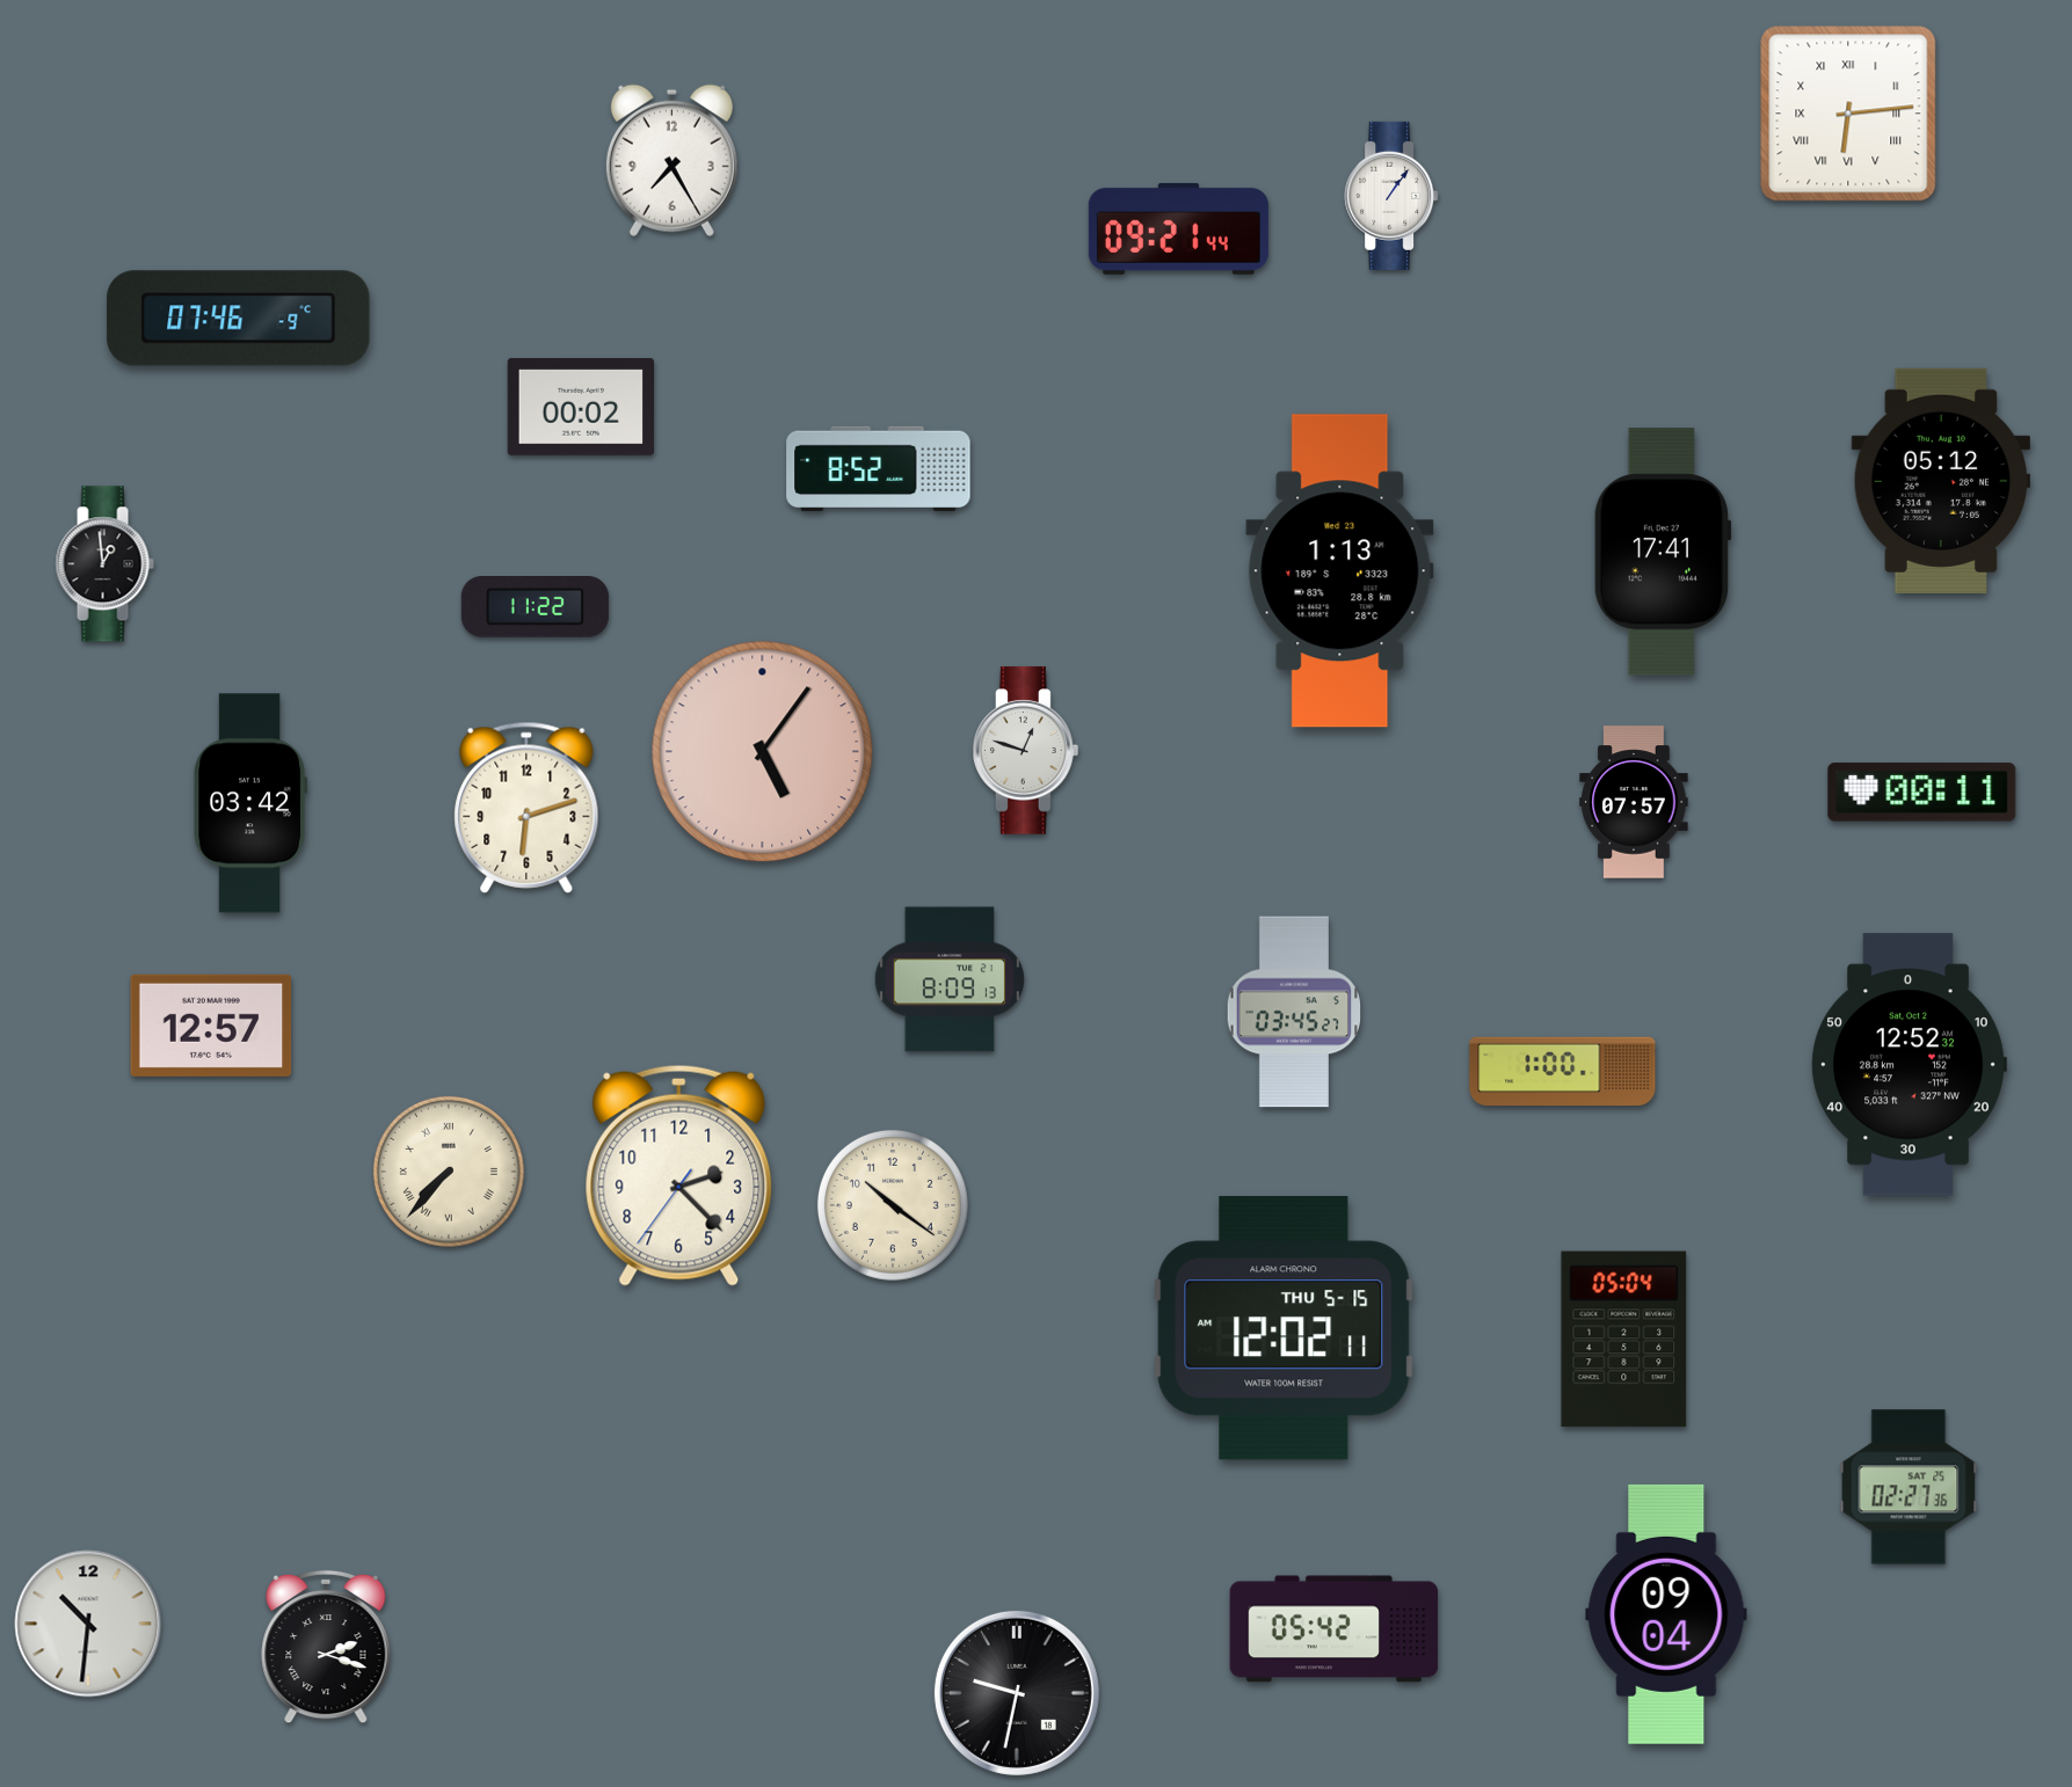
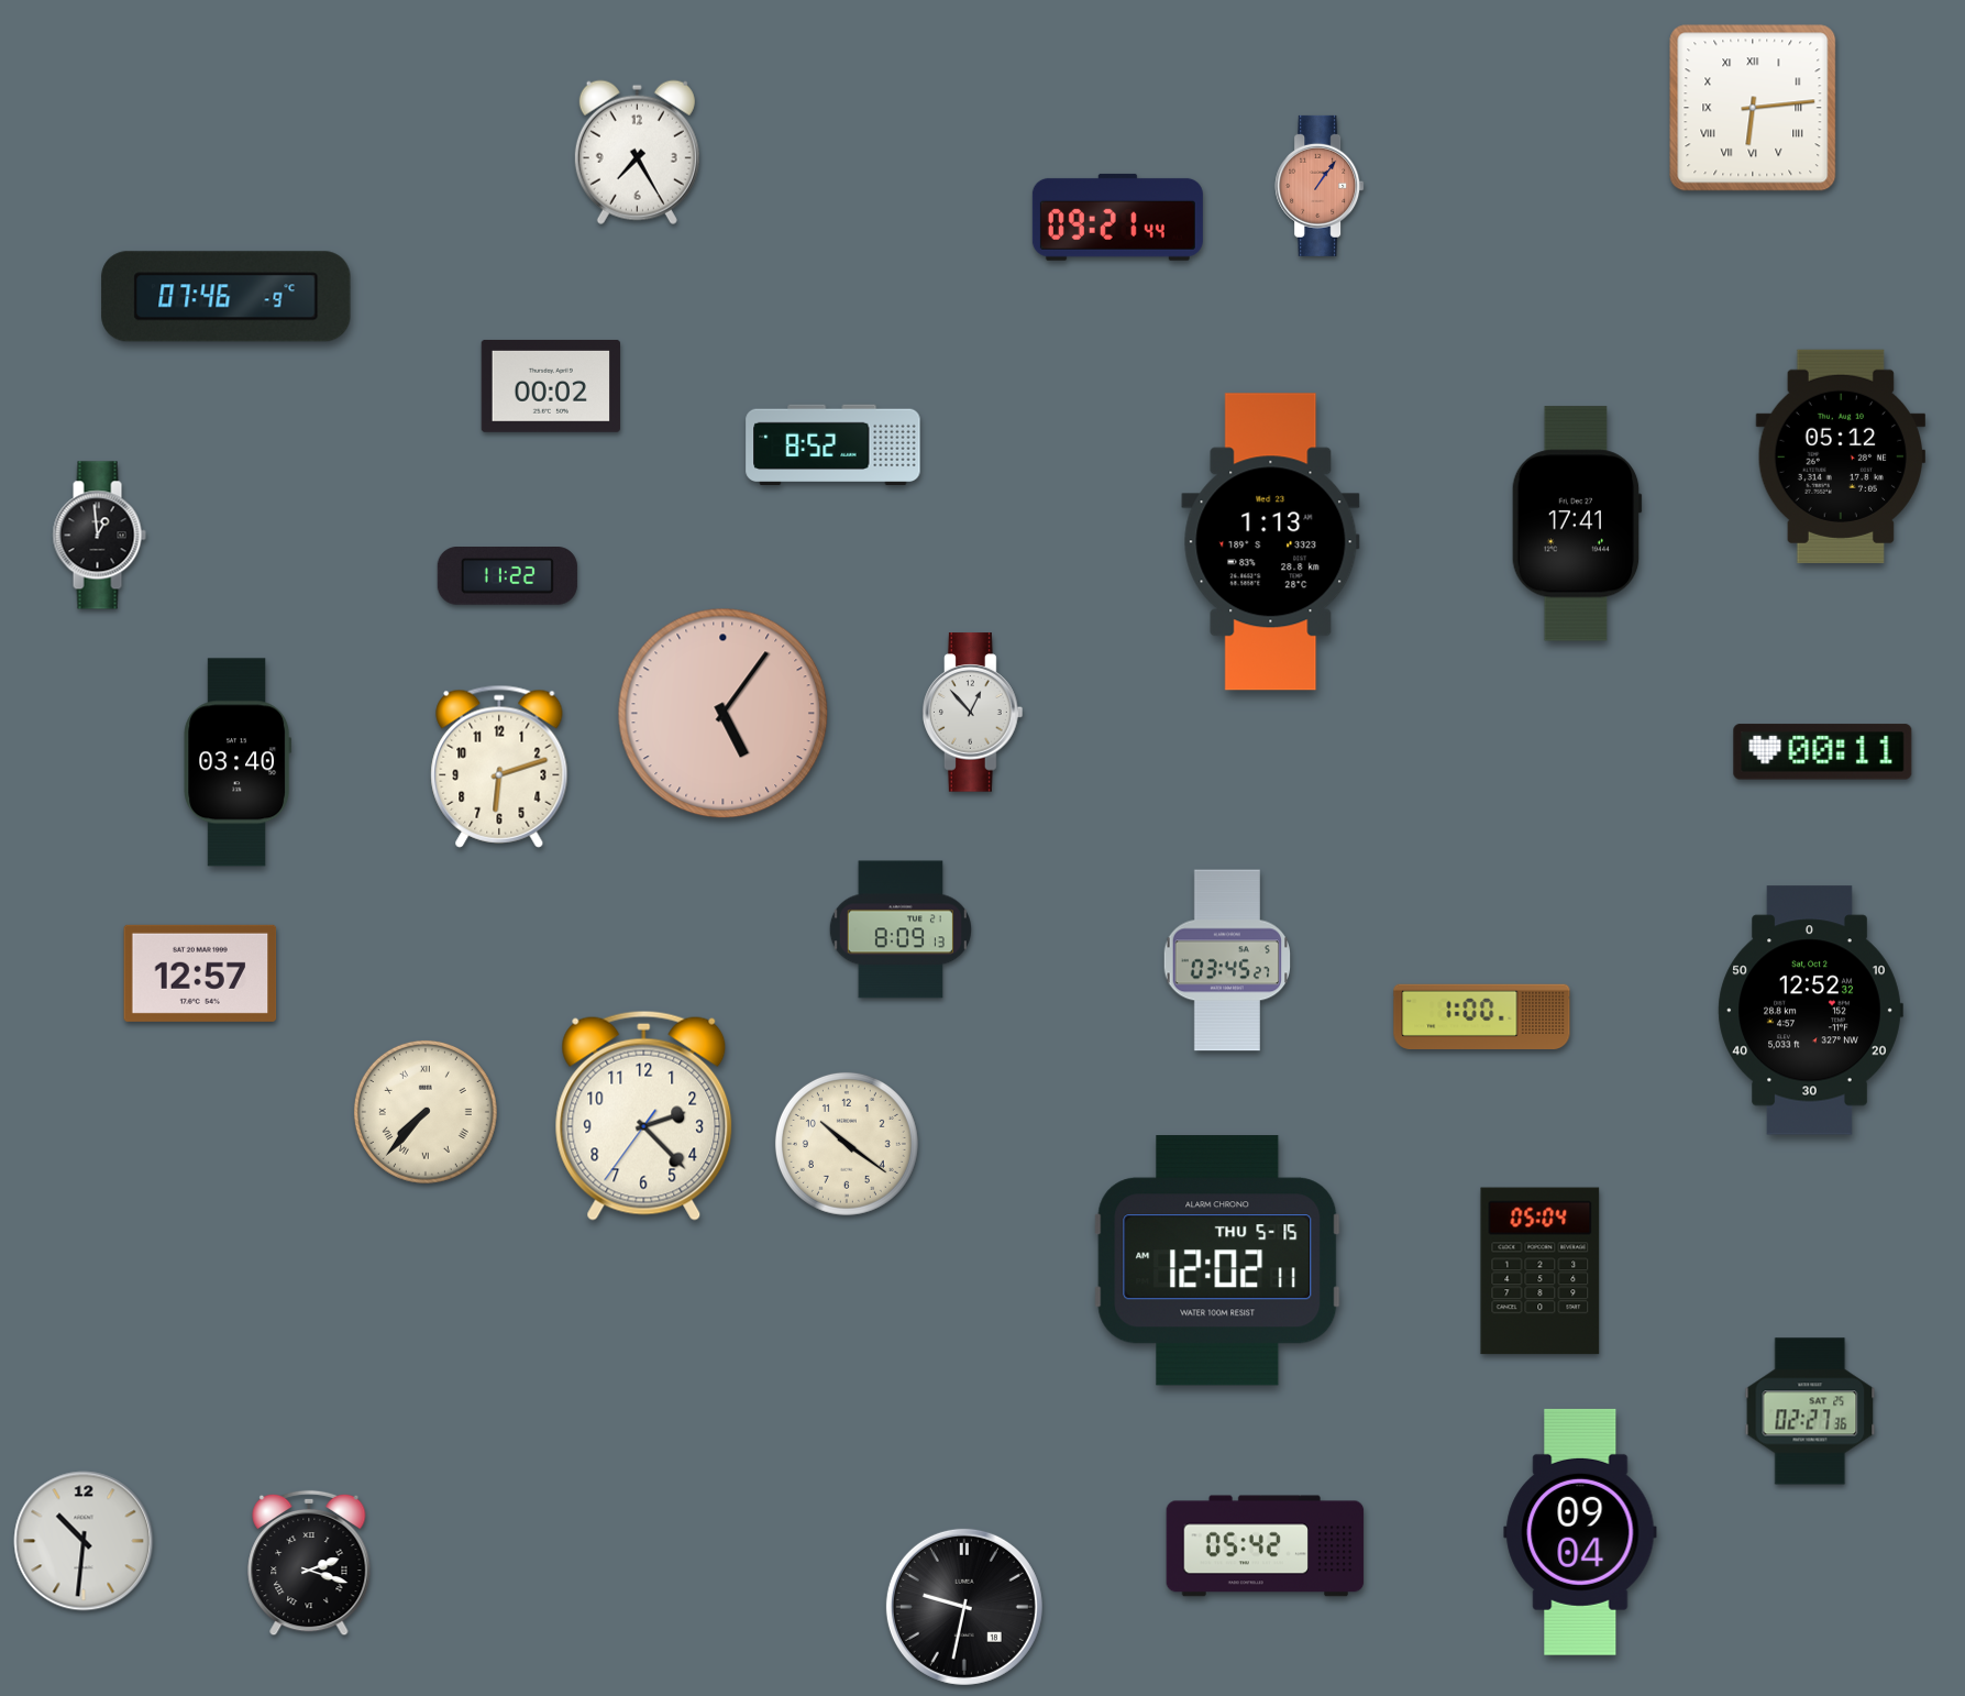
clock at (1391, 196) dial: white -> salmon
clock at (239, 319) position: (239, 319) -> (227, 297)
clock at (1026, 751): 12:48 -> 12:53
clock at (1634, 802): 07:57 -> none
clock at (250, 803): 03:42 -> 03:40
